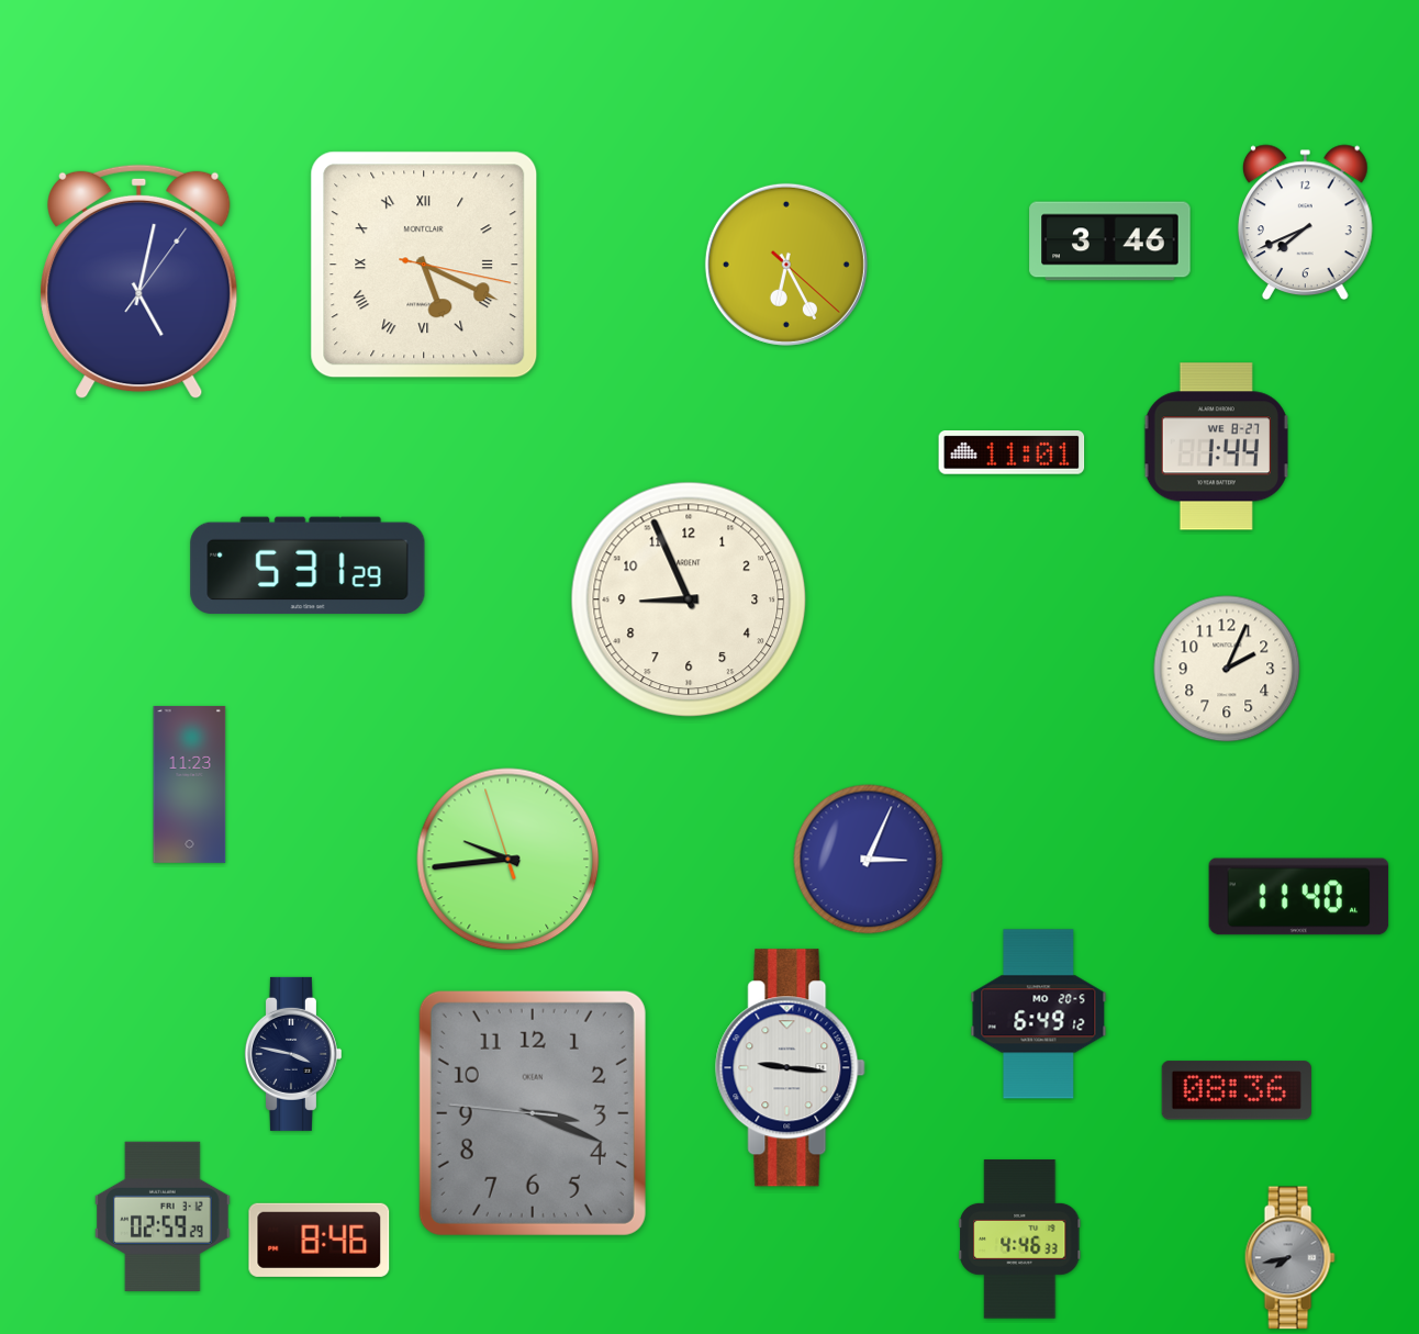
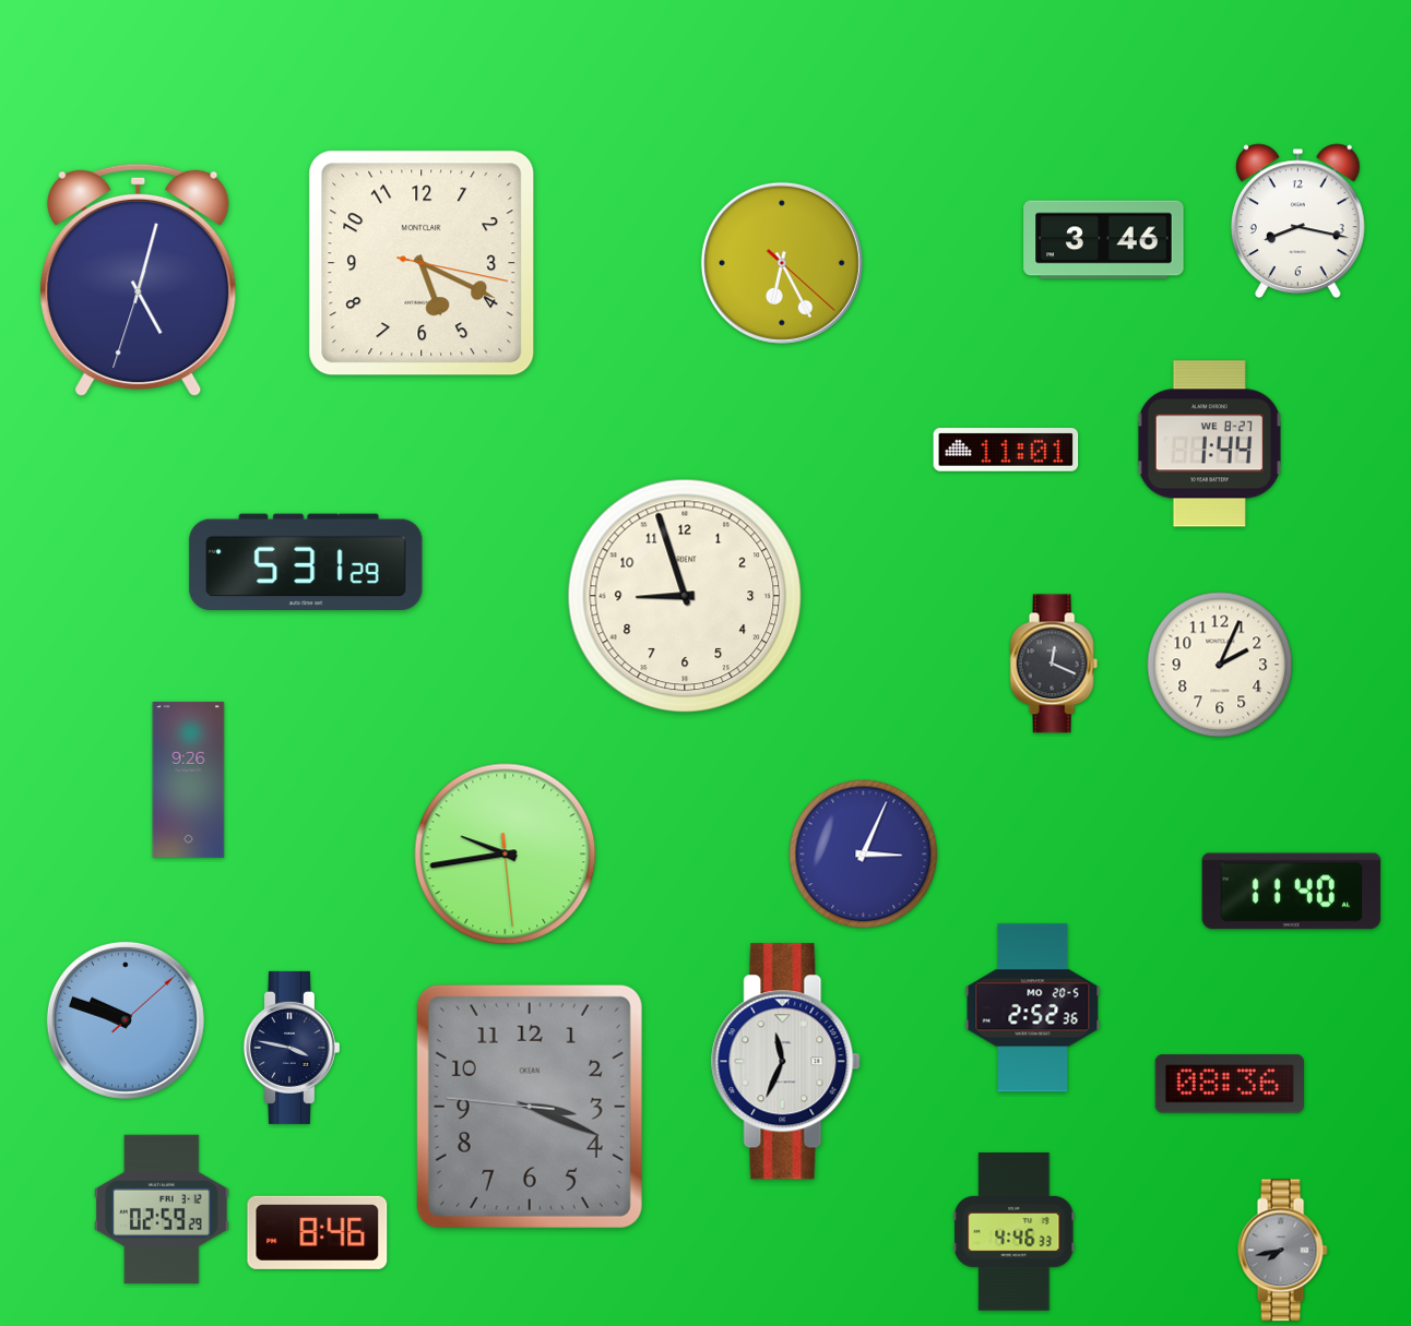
clock at (1305, 223): 7:41 -> 8:17
clock at (424, 265) numerals: Roman -> Arabic
clock at (139, 282): 5:02:06 -> 5:02:33
clock at (689, 599): 8:56 -> 8:57
clock at (1054, 664): none -> 12:19
clock at (190, 784): 11:23 -> 9:26
clock at (509, 860): 9:43:57 -> 9:43:29
clock at (1039, 1014): 6:49 -> 2:52
clock at (126, 1020): none -> 9:48
clock at (791, 1068): 9:16 -> 11:34
